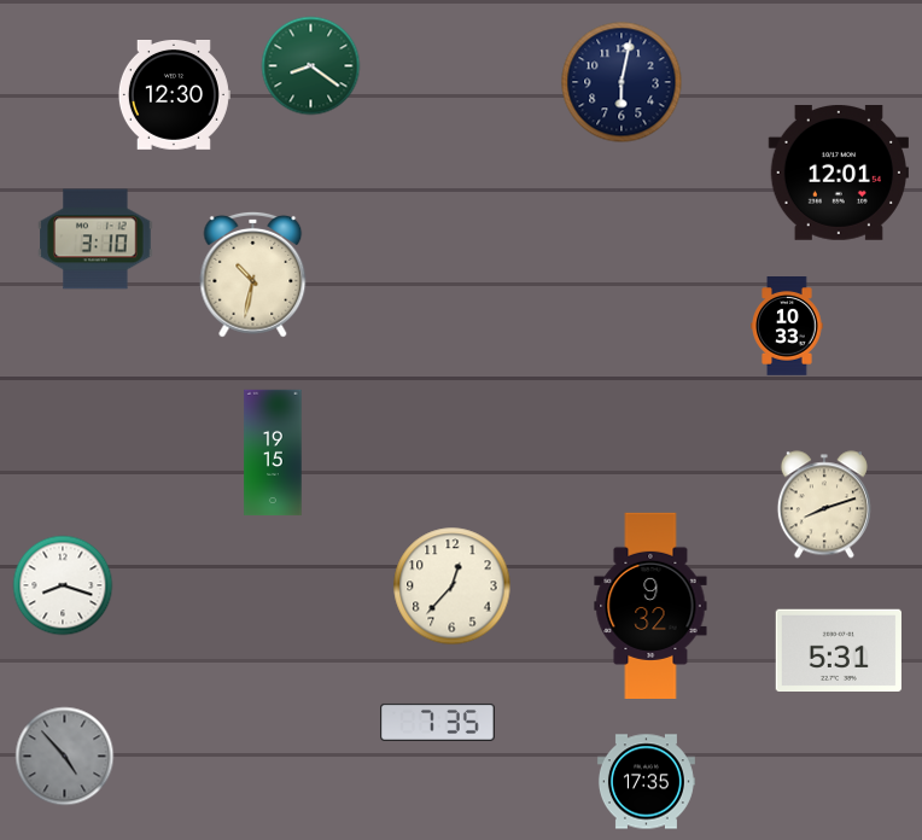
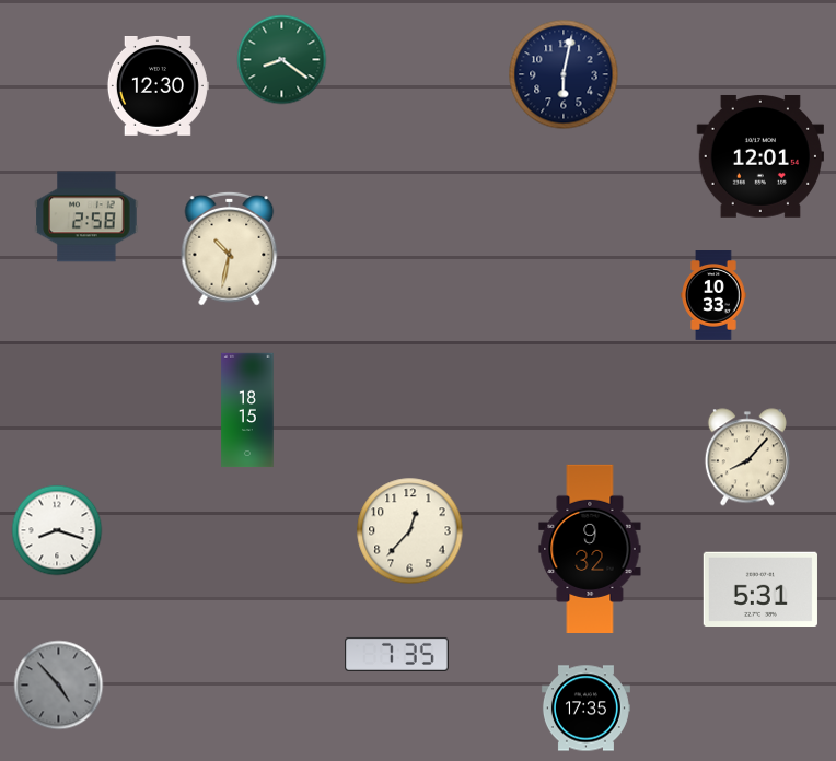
clock at (95, 239): 3:10 -> 2:58
clock at (273, 453): 19:15 -> 18:15
clock at (824, 504): 8:12 -> 8:07
